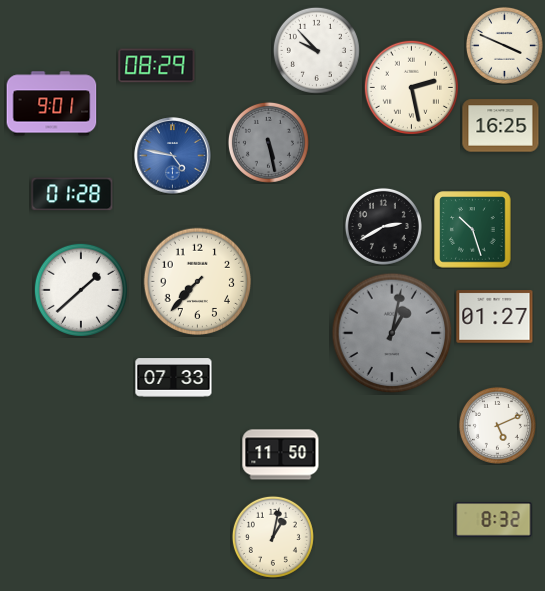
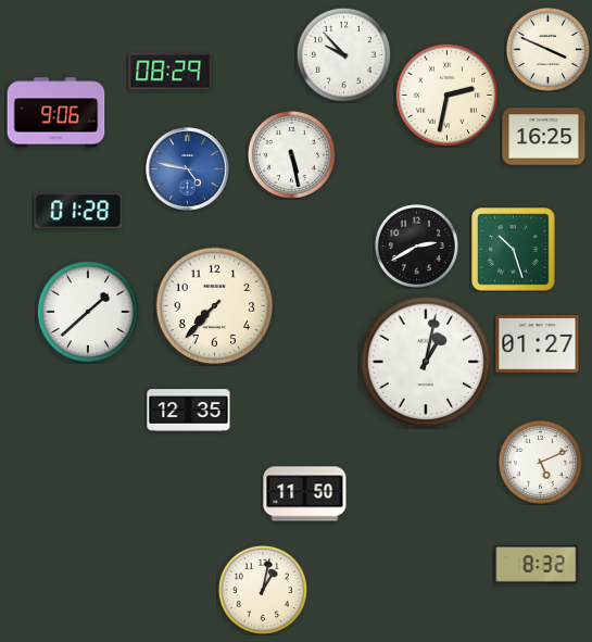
clock at (411, 87): 2:28 -> 2:32
clock at (52, 104): 9:01 -> 9:06
clock at (268, 142) dial: grey -> white
clock at (81, 290) position: (81, 290) -> (88, 312)
clock at (392, 333) dial: grey -> white
clock at (174, 378): 07:33 -> 12:35
clock at (273, 537) position: (273, 537) -> (263, 590)
